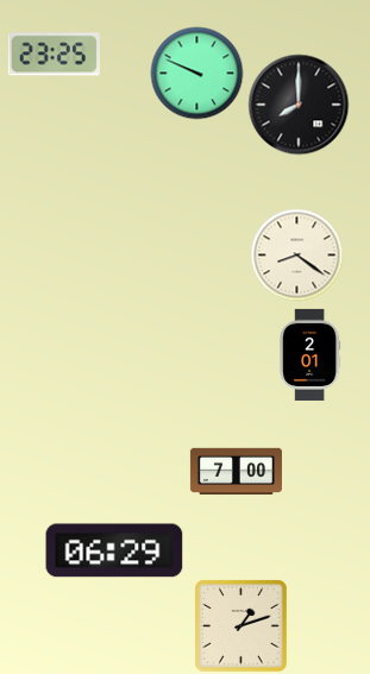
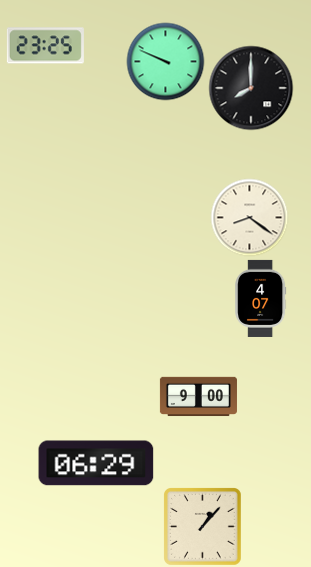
clock at (296, 254) position: (296, 254) -> (249, 217)
clock at (311, 354): 2:01 -> 4:07
clock at (236, 472): 7:00 -> 9:00
clock at (242, 626): 1:12 -> 1:07
